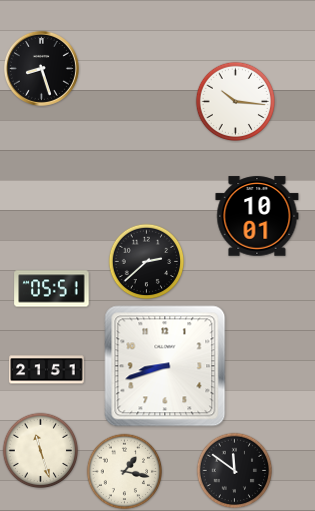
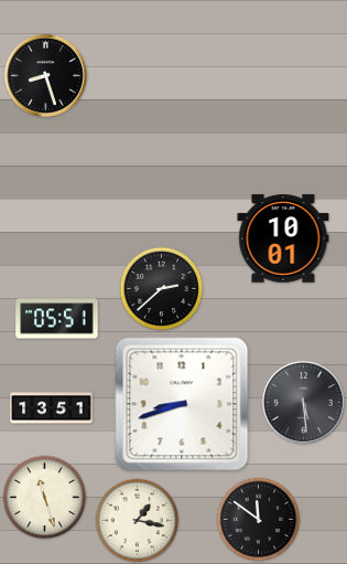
clock at (236, 102): 10:16 -> none
clock at (303, 402): none -> 5:29
clock at (47, 370): 21:51 -> 13:51
